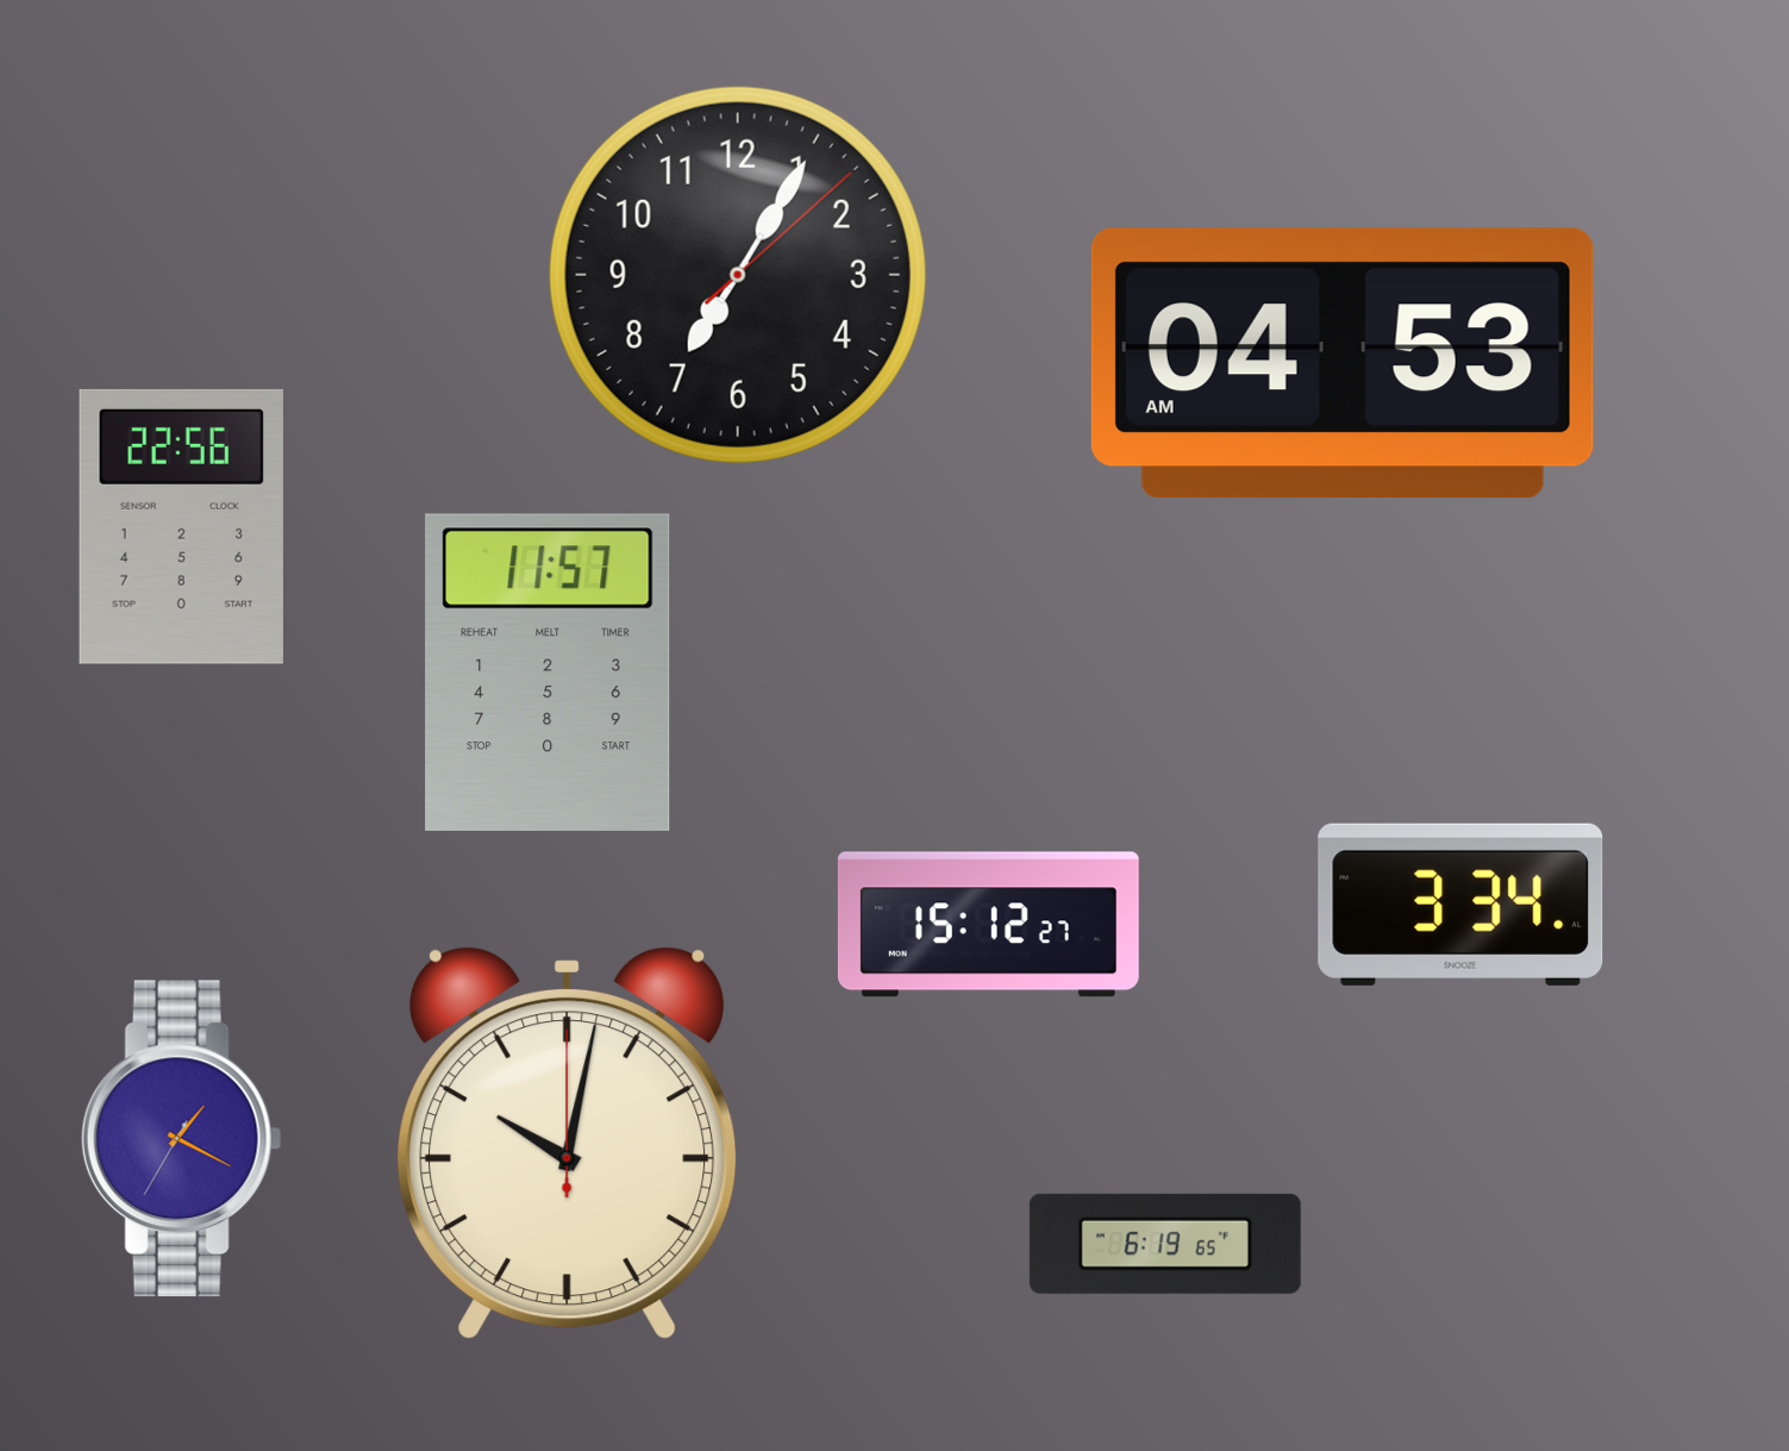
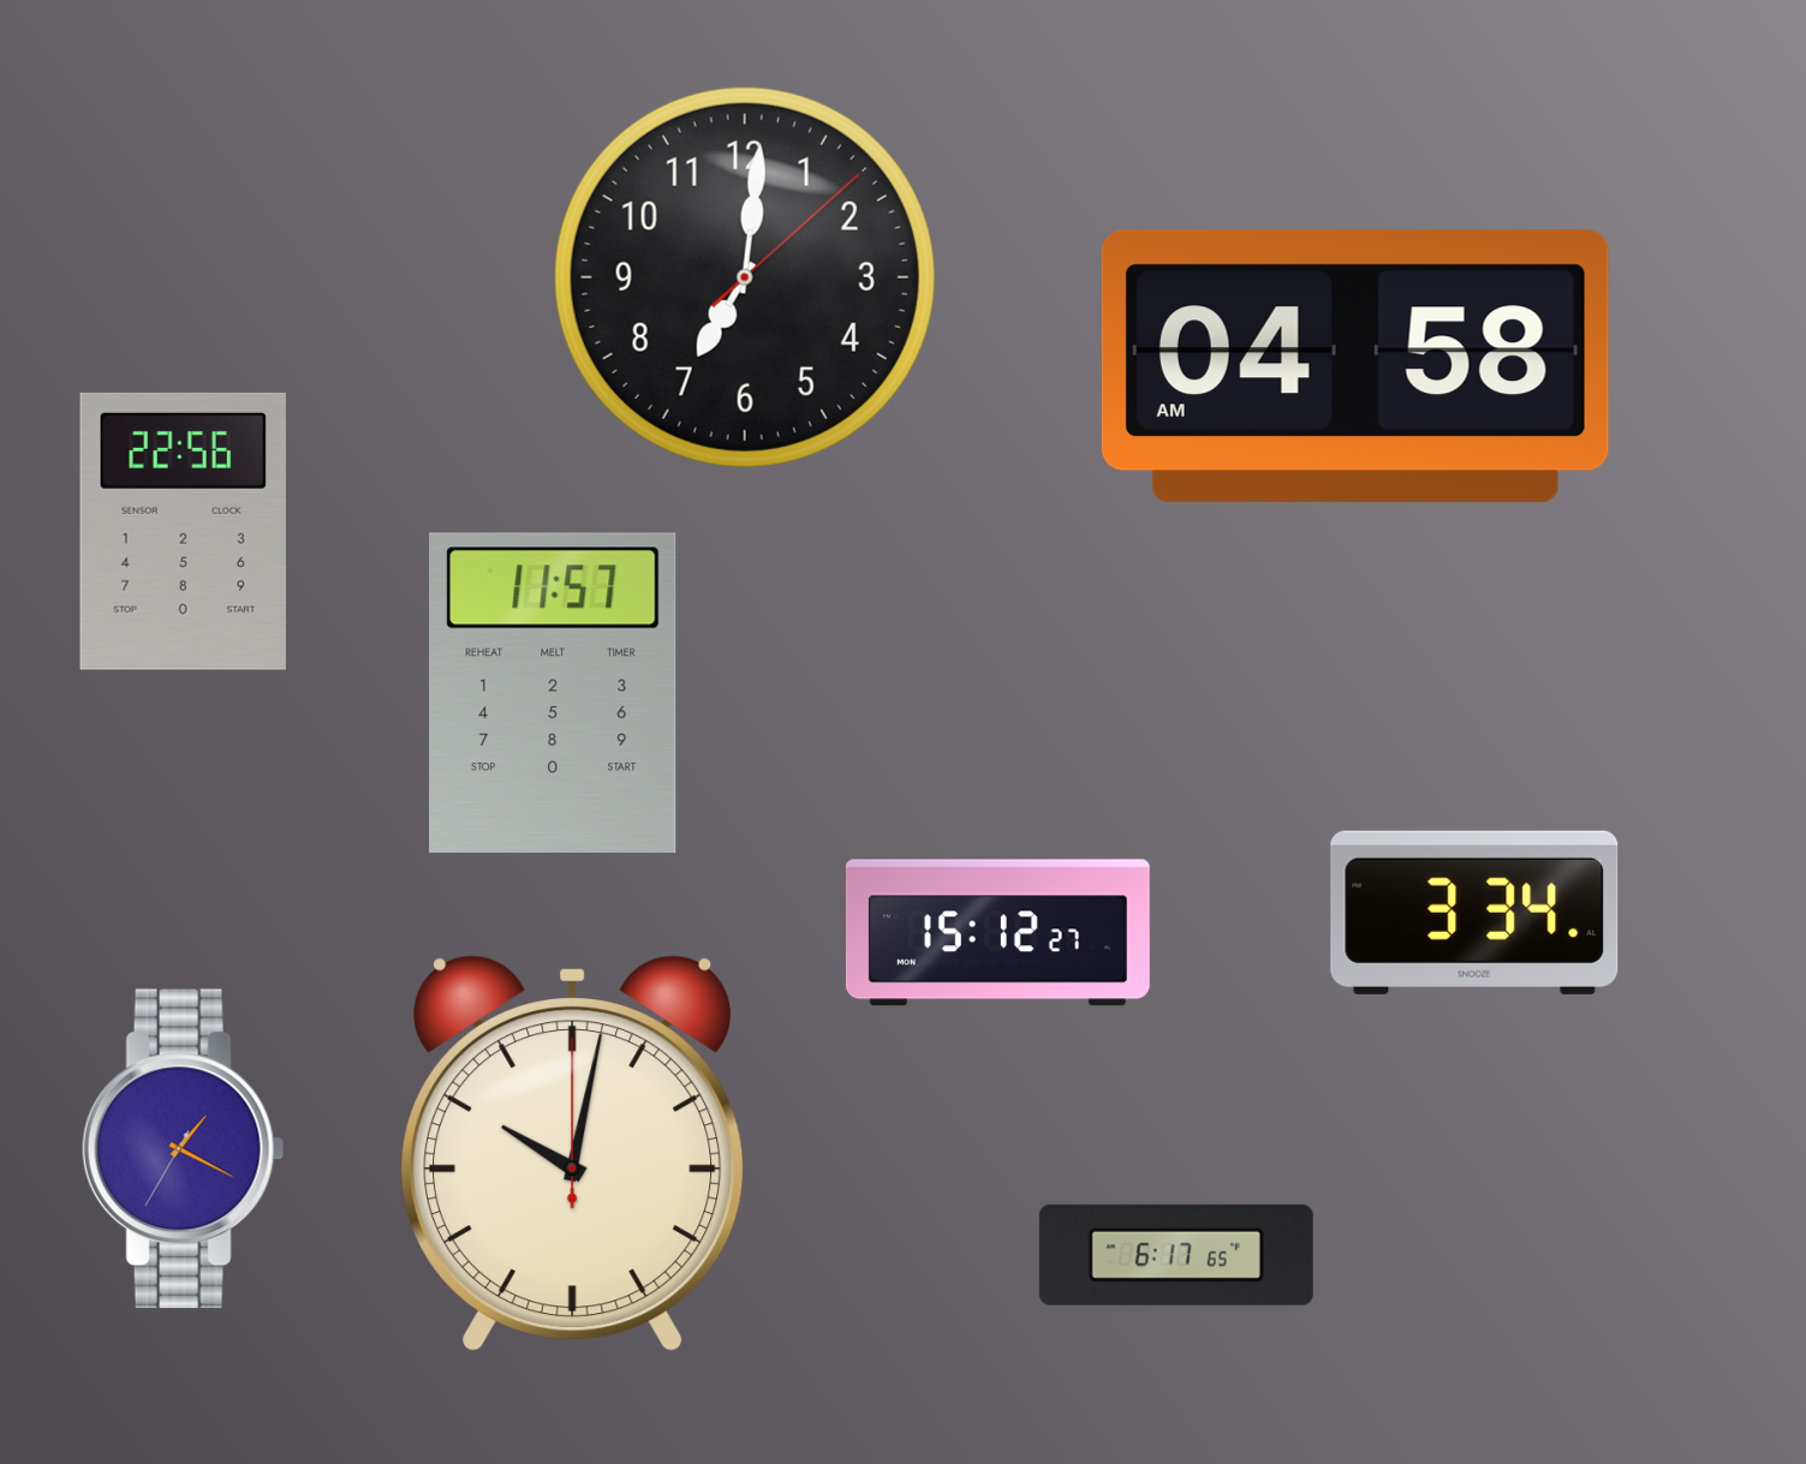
clock at (738, 275): 7:05 -> 7:01
clock at (1343, 363): 04:53 -> 04:58
clock at (548, 673) position: (548, 673) -> (553, 693)
clock at (1165, 1244): 6:19 -> 6:17
